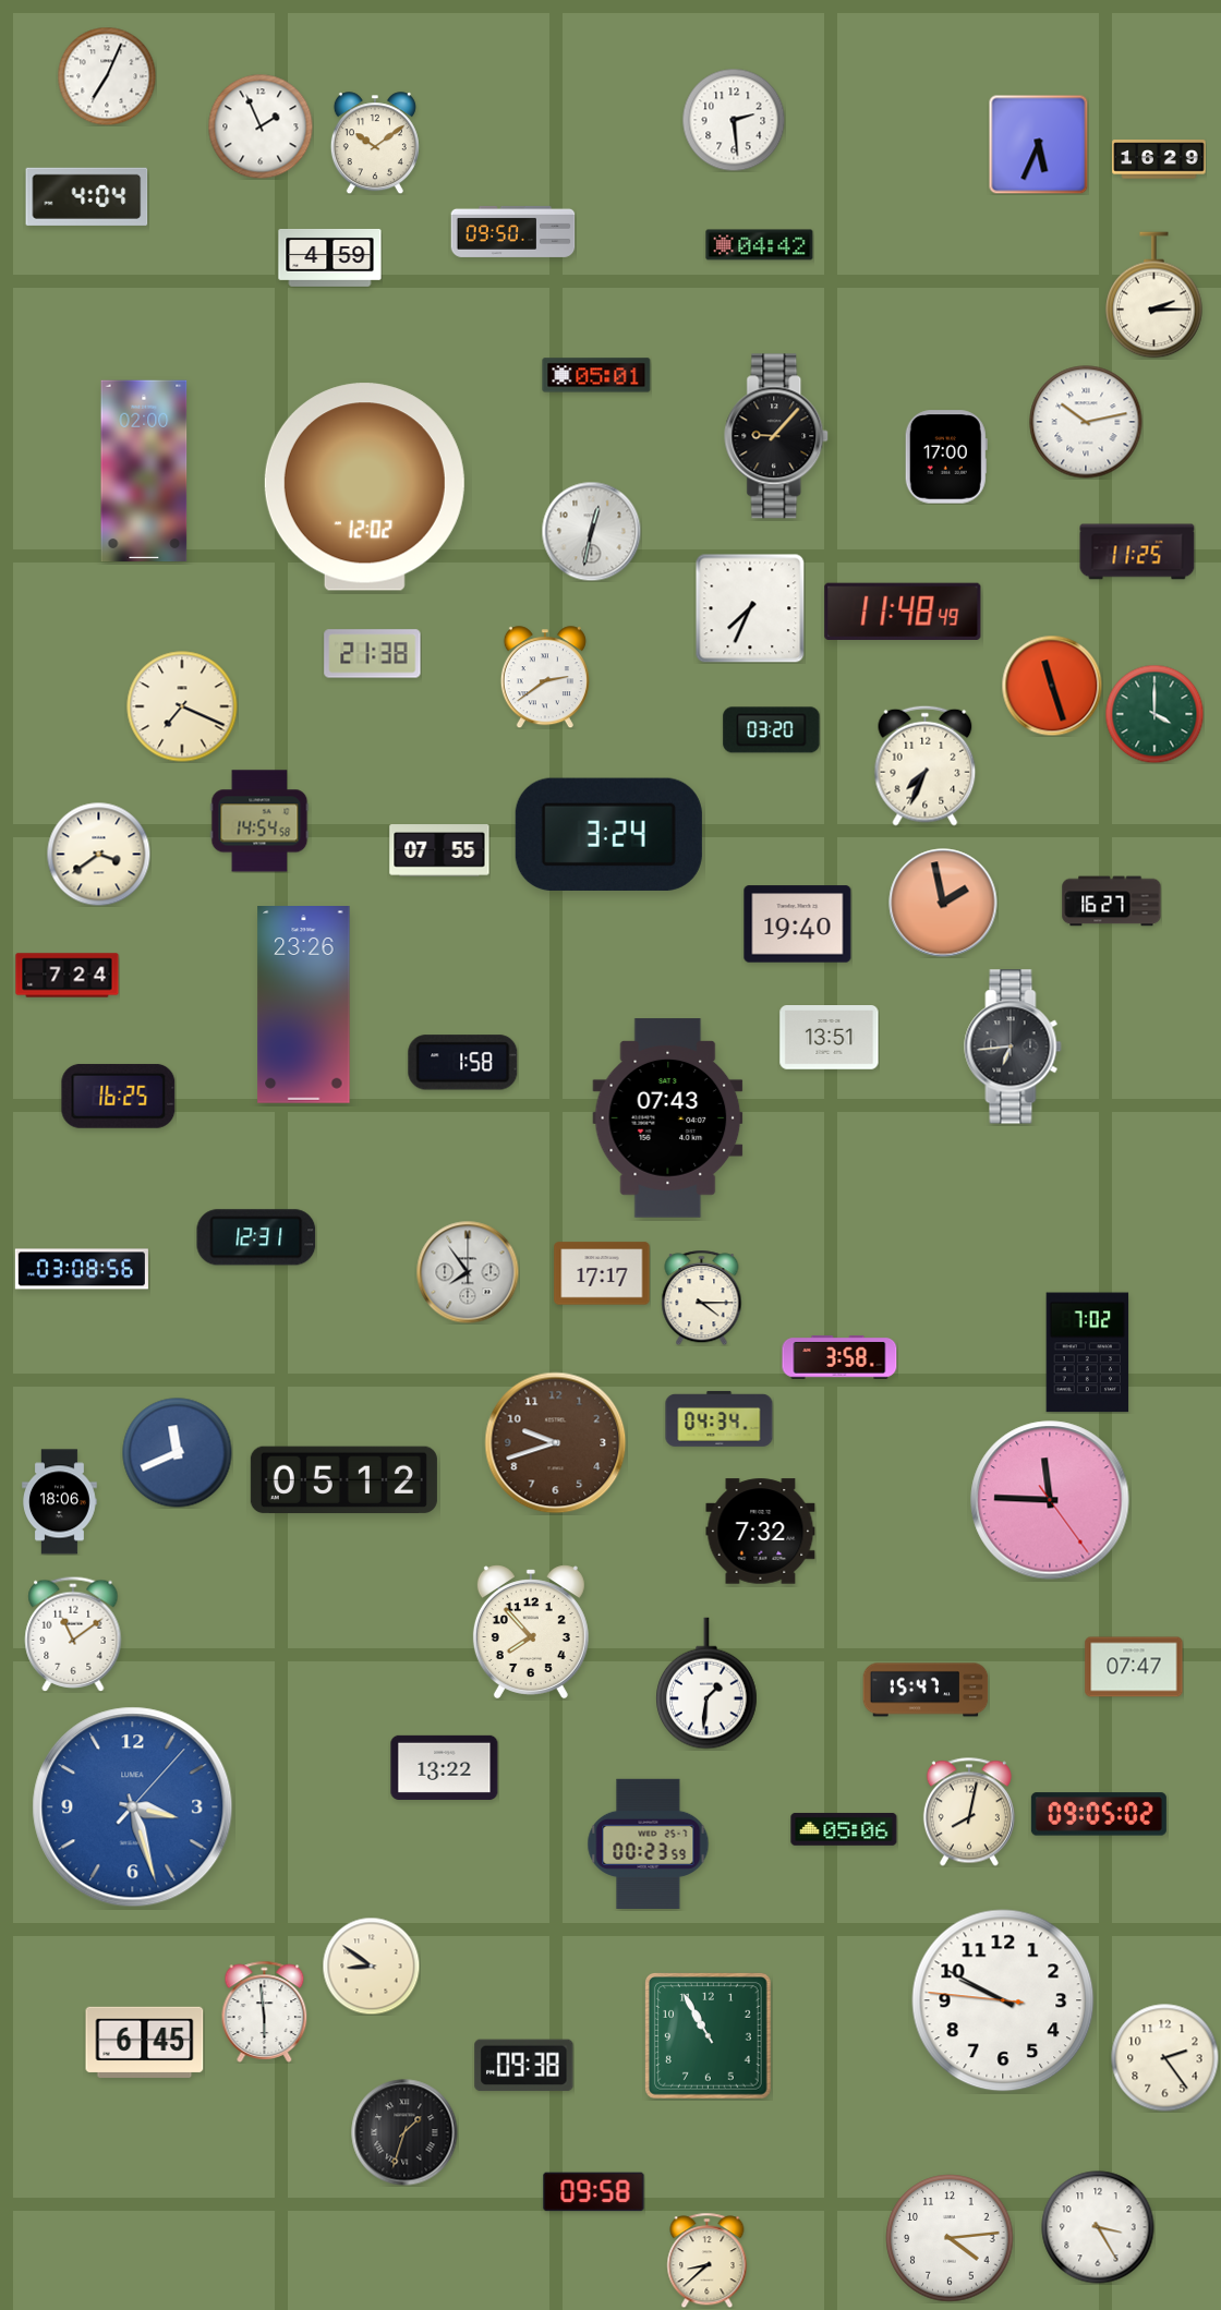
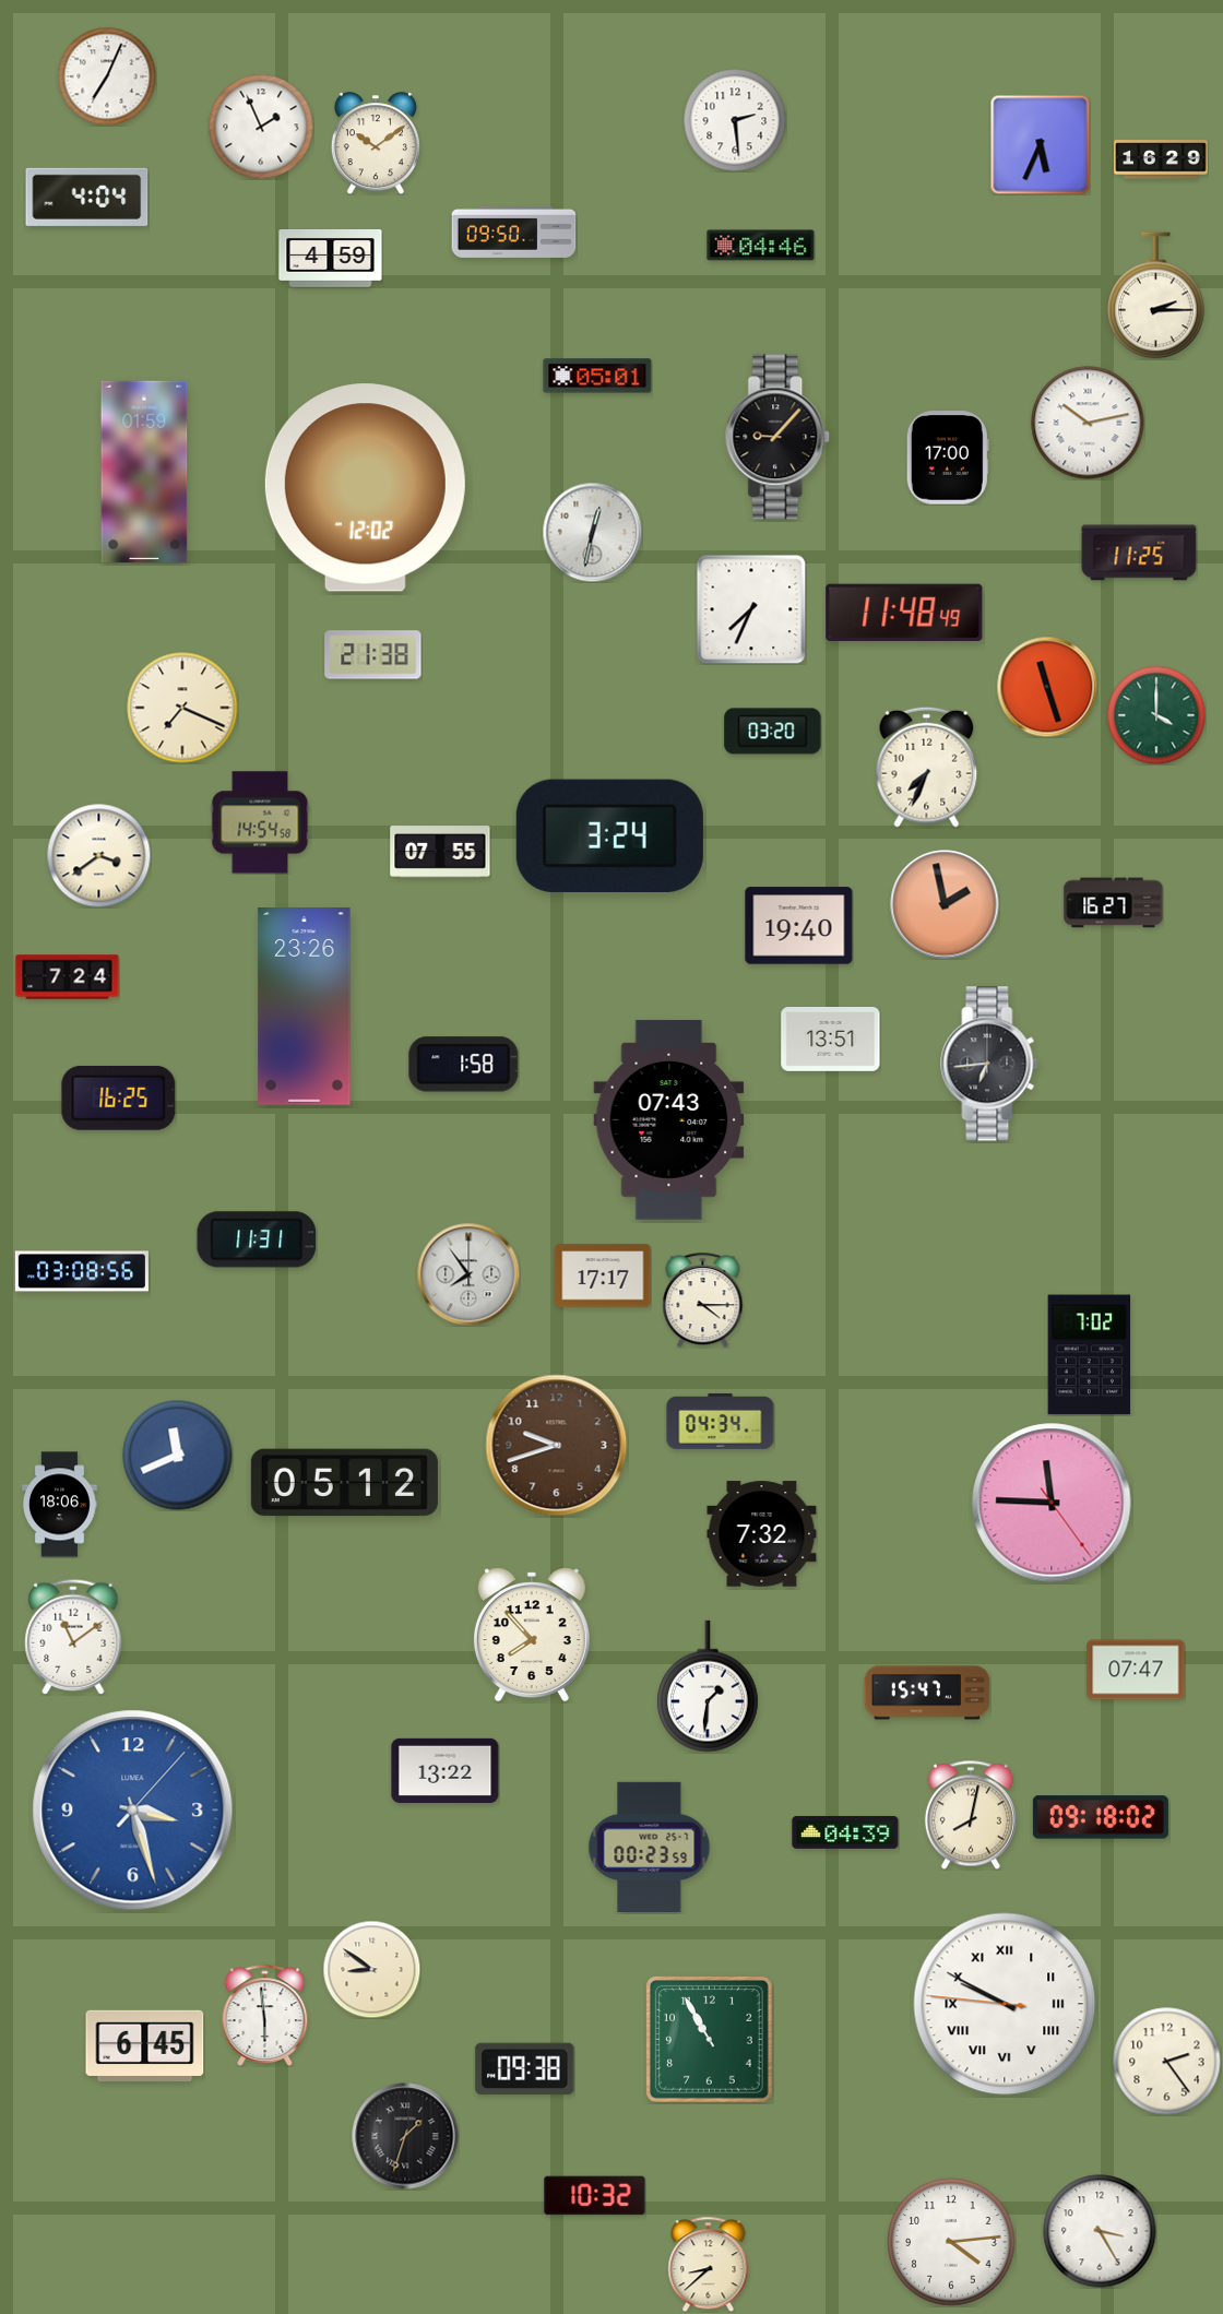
clock at (760, 245): 04:42 -> 04:46
clock at (144, 471): 02:00 -> 01:59
clock at (545, 677): 2:39 -> none
clock at (1052, 686) position: (1052, 686) -> (1047, 687)
clock at (1013, 1047) position: (1013, 1047) -> (989, 1064)
clock at (256, 1237): 12:31 -> 11:31
clock at (839, 1357): 3:58 -> none
clock at (1099, 1814): 09:05 -> 09:18
clock at (844, 1829): 05:06 -> 04:39
clock at (1003, 2000) numerals: Arabic -> Roman
clock at (594, 2192): 09:58 -> 10:32
